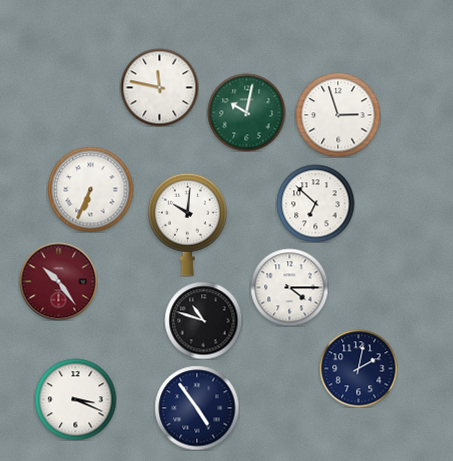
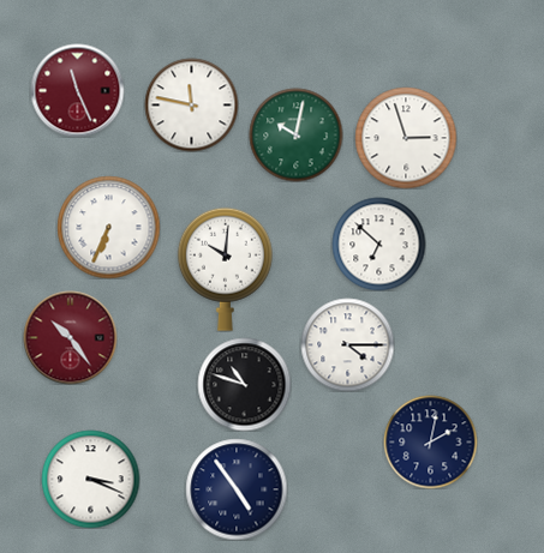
clock at (77, 90): none -> 11:26
